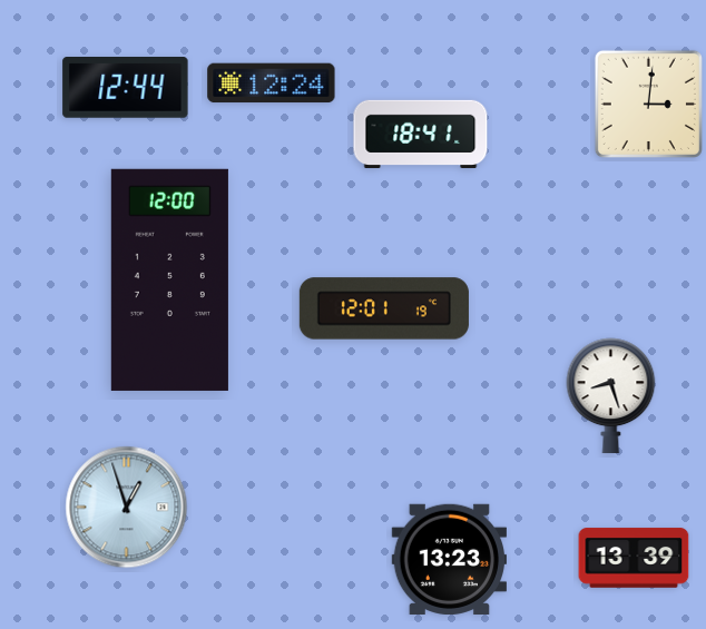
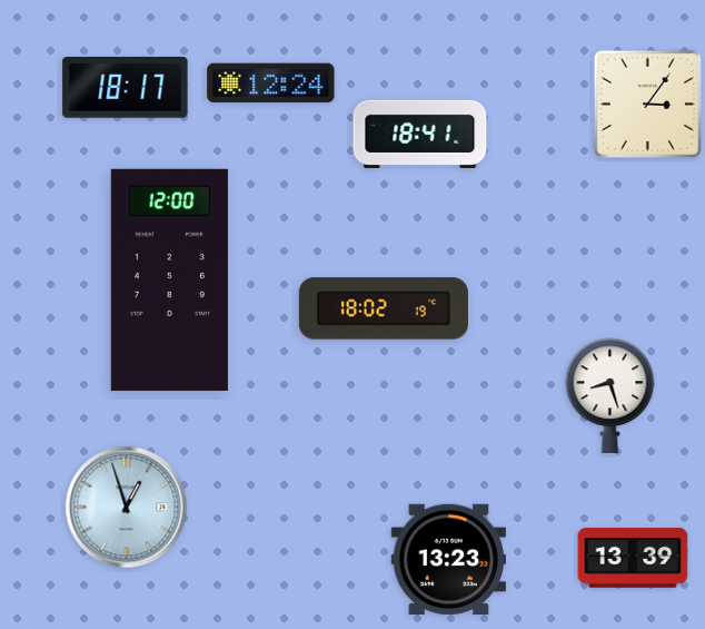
clock at (126, 88): 12:44 -> 18:17
clock at (648, 104): 3:01 -> 3:06
clock at (384, 308): 12:01 -> 18:02
